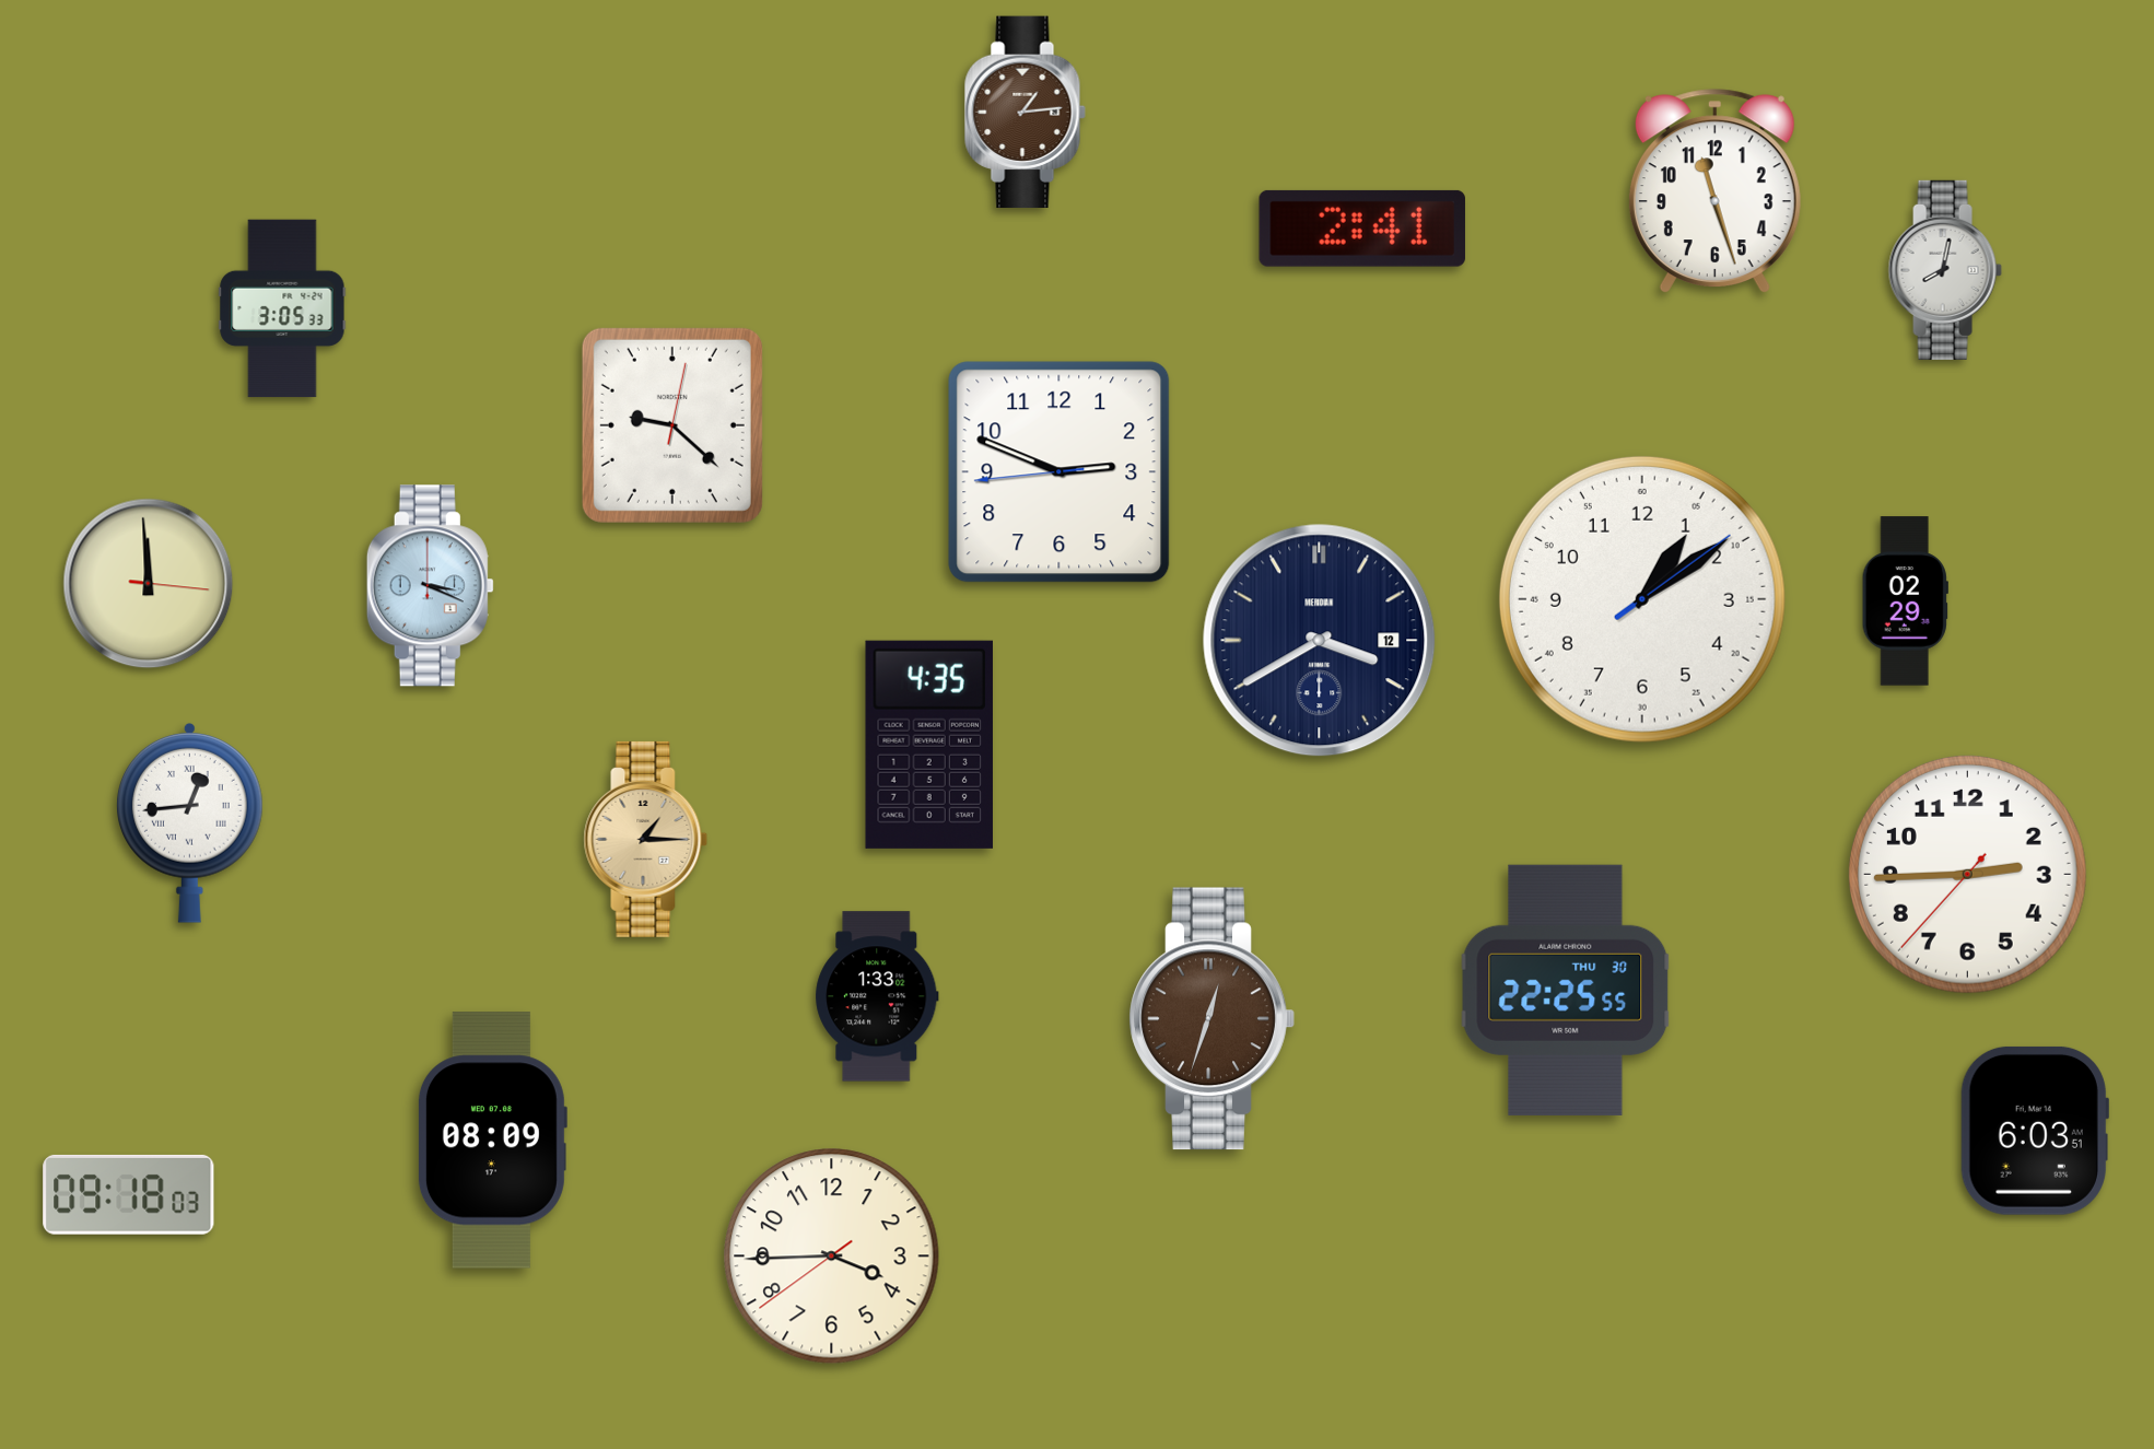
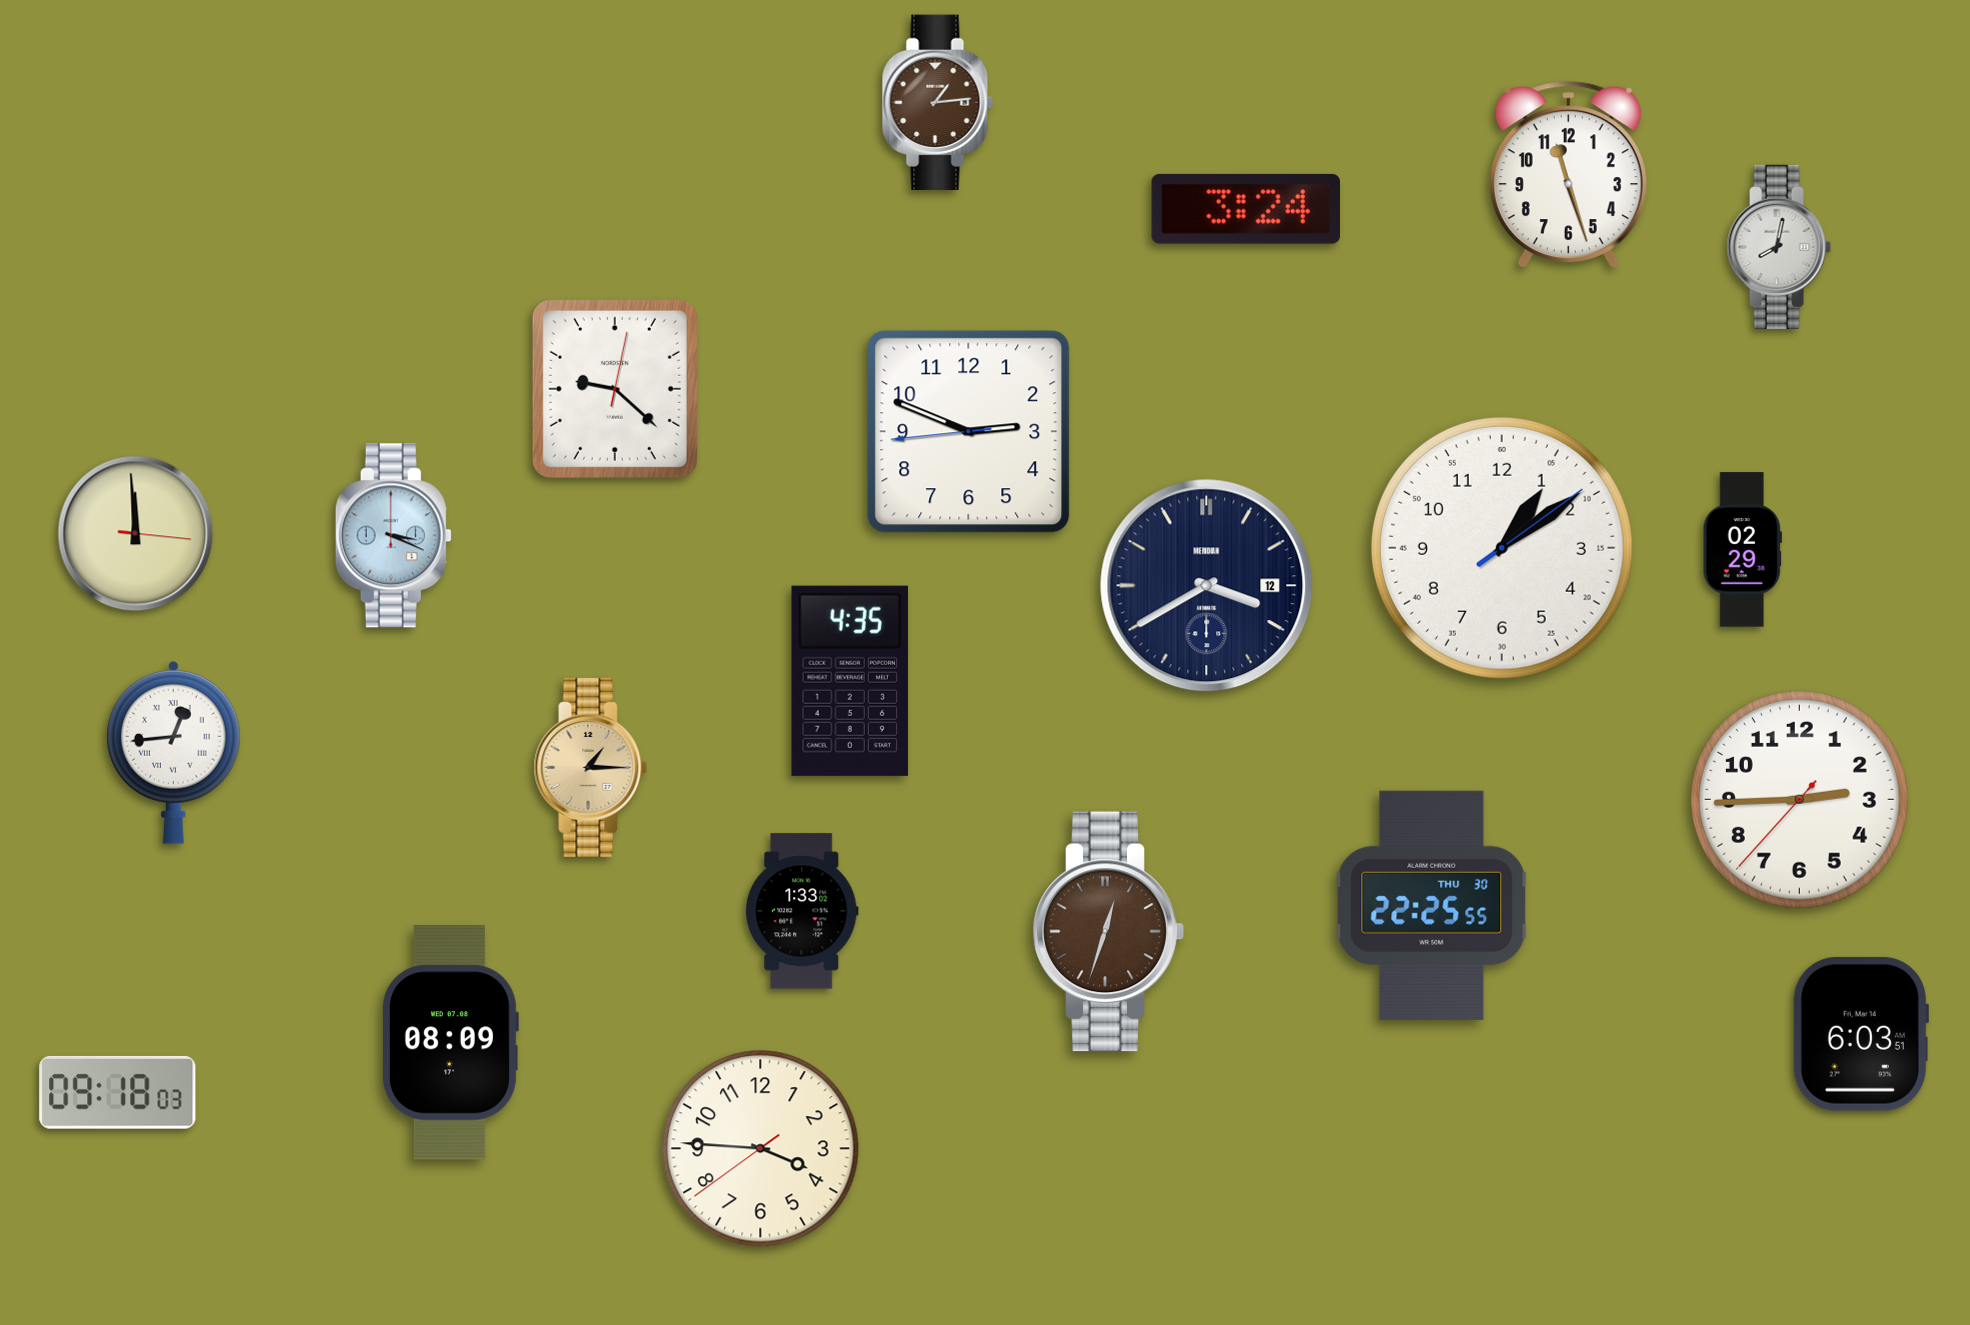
clock at (1362, 229): 2:41 -> 3:24
clock at (282, 308): 3:05 -> none
clock at (832, 1257): 3:44 -> 3:45
